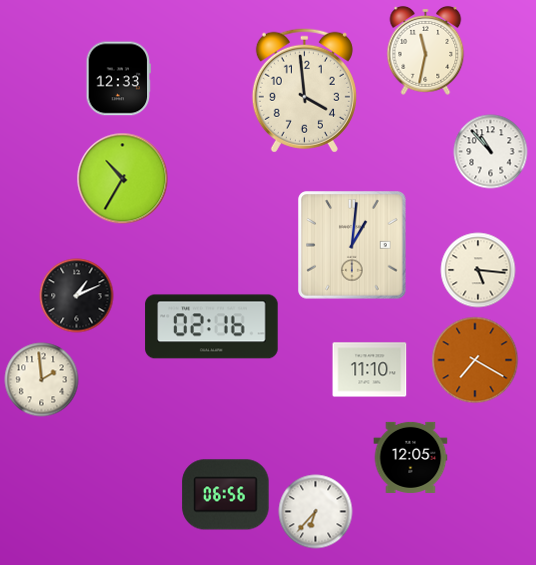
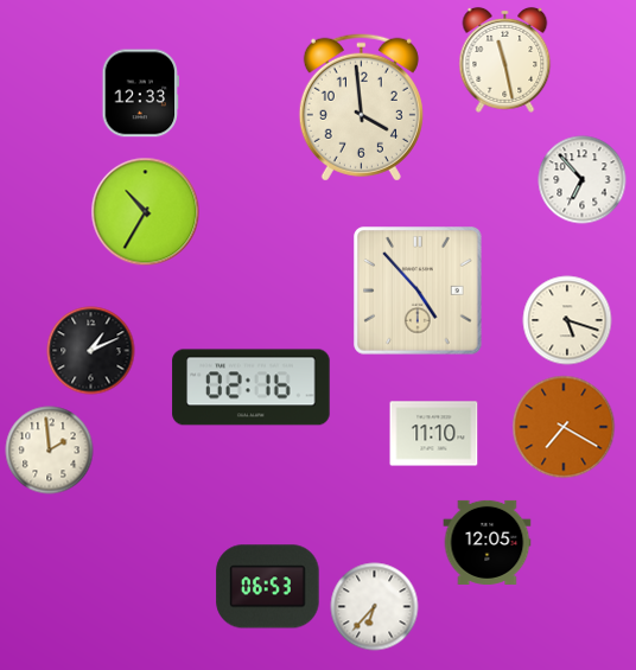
clock at (426, 50): 11:32 -> 11:28
clock at (491, 152): 10:53 -> 6:53
clock at (352, 245): 1:01 -> 4:53
clock at (478, 270): 5:16 -> 5:18
clock at (370, 370) position: (370, 370) -> (434, 434)
clock at (226, 495): 06:56 -> 06:53
